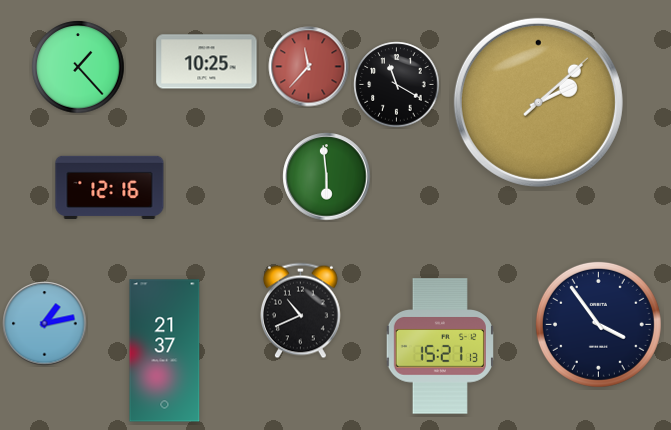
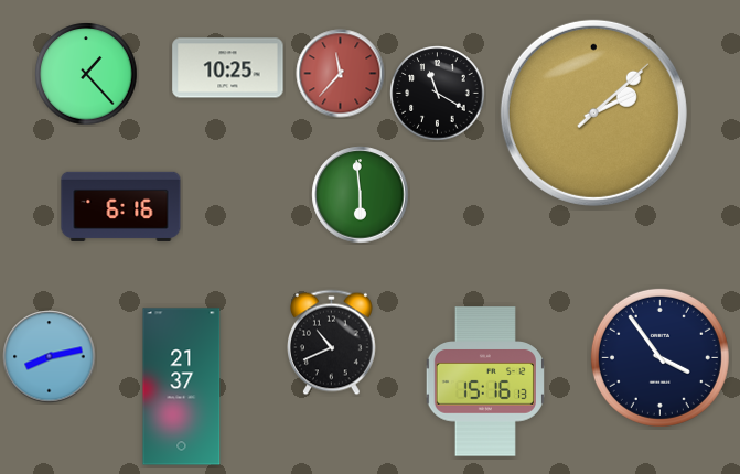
clock at (110, 187): 12:16 -> 6:16
clock at (45, 324): 1:13 -> 8:13
clock at (440, 346): 15:21 -> 15:16
